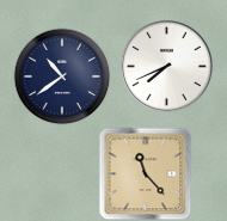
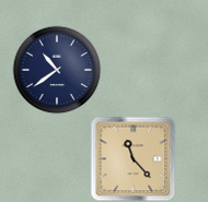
clock at (166, 66): 7:41 -> none
